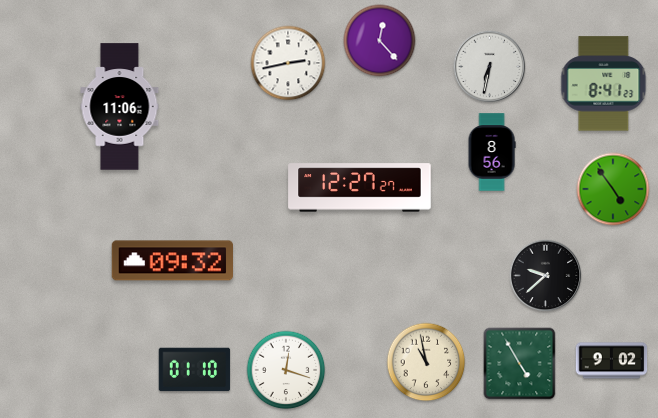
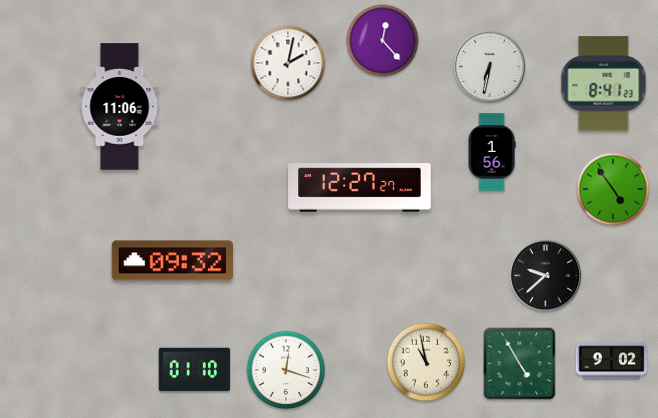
clock at (380, 41) position: (380, 41) -> (383, 41)
clock at (288, 63): 2:43 -> 2:02
clock at (492, 152): 8:56 -> 1:56
